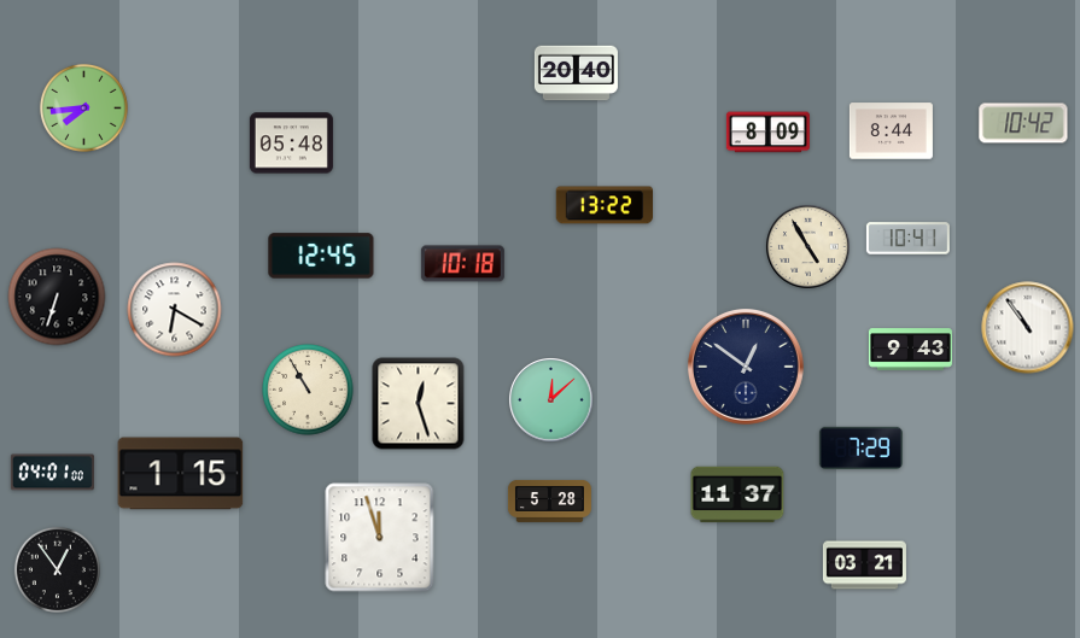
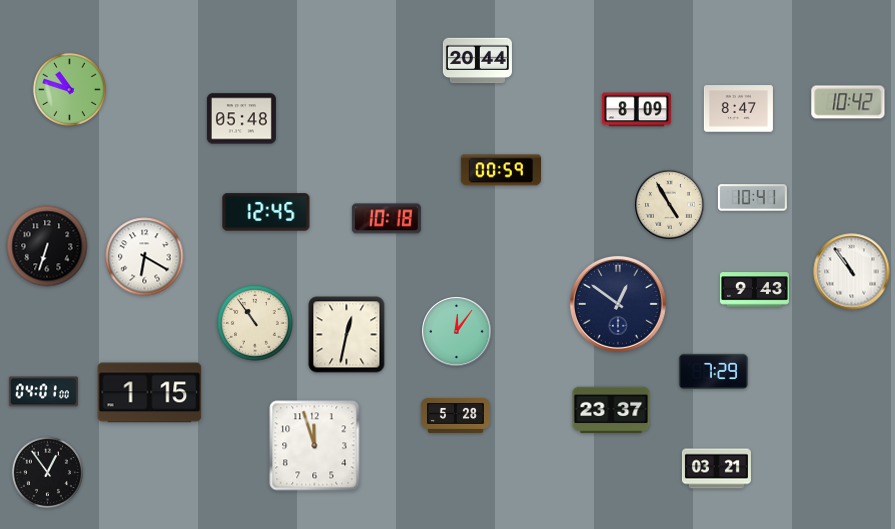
clock at (576, 74): 20:40 -> 20:44
clock at (83, 107): 7:44 -> 10:48
clock at (891, 131): 8:44 -> 8:47
clock at (605, 205): 13:22 -> 00:59
clock at (462, 264) position: (462, 264) -> (386, 219)
clock at (308, 390): 10:55 -> 10:54
clock at (551, 400): 12:08 -> 12:06
clock at (419, 404): 12:27 -> 12:32
clock at (737, 494): 11:37 -> 23:37
